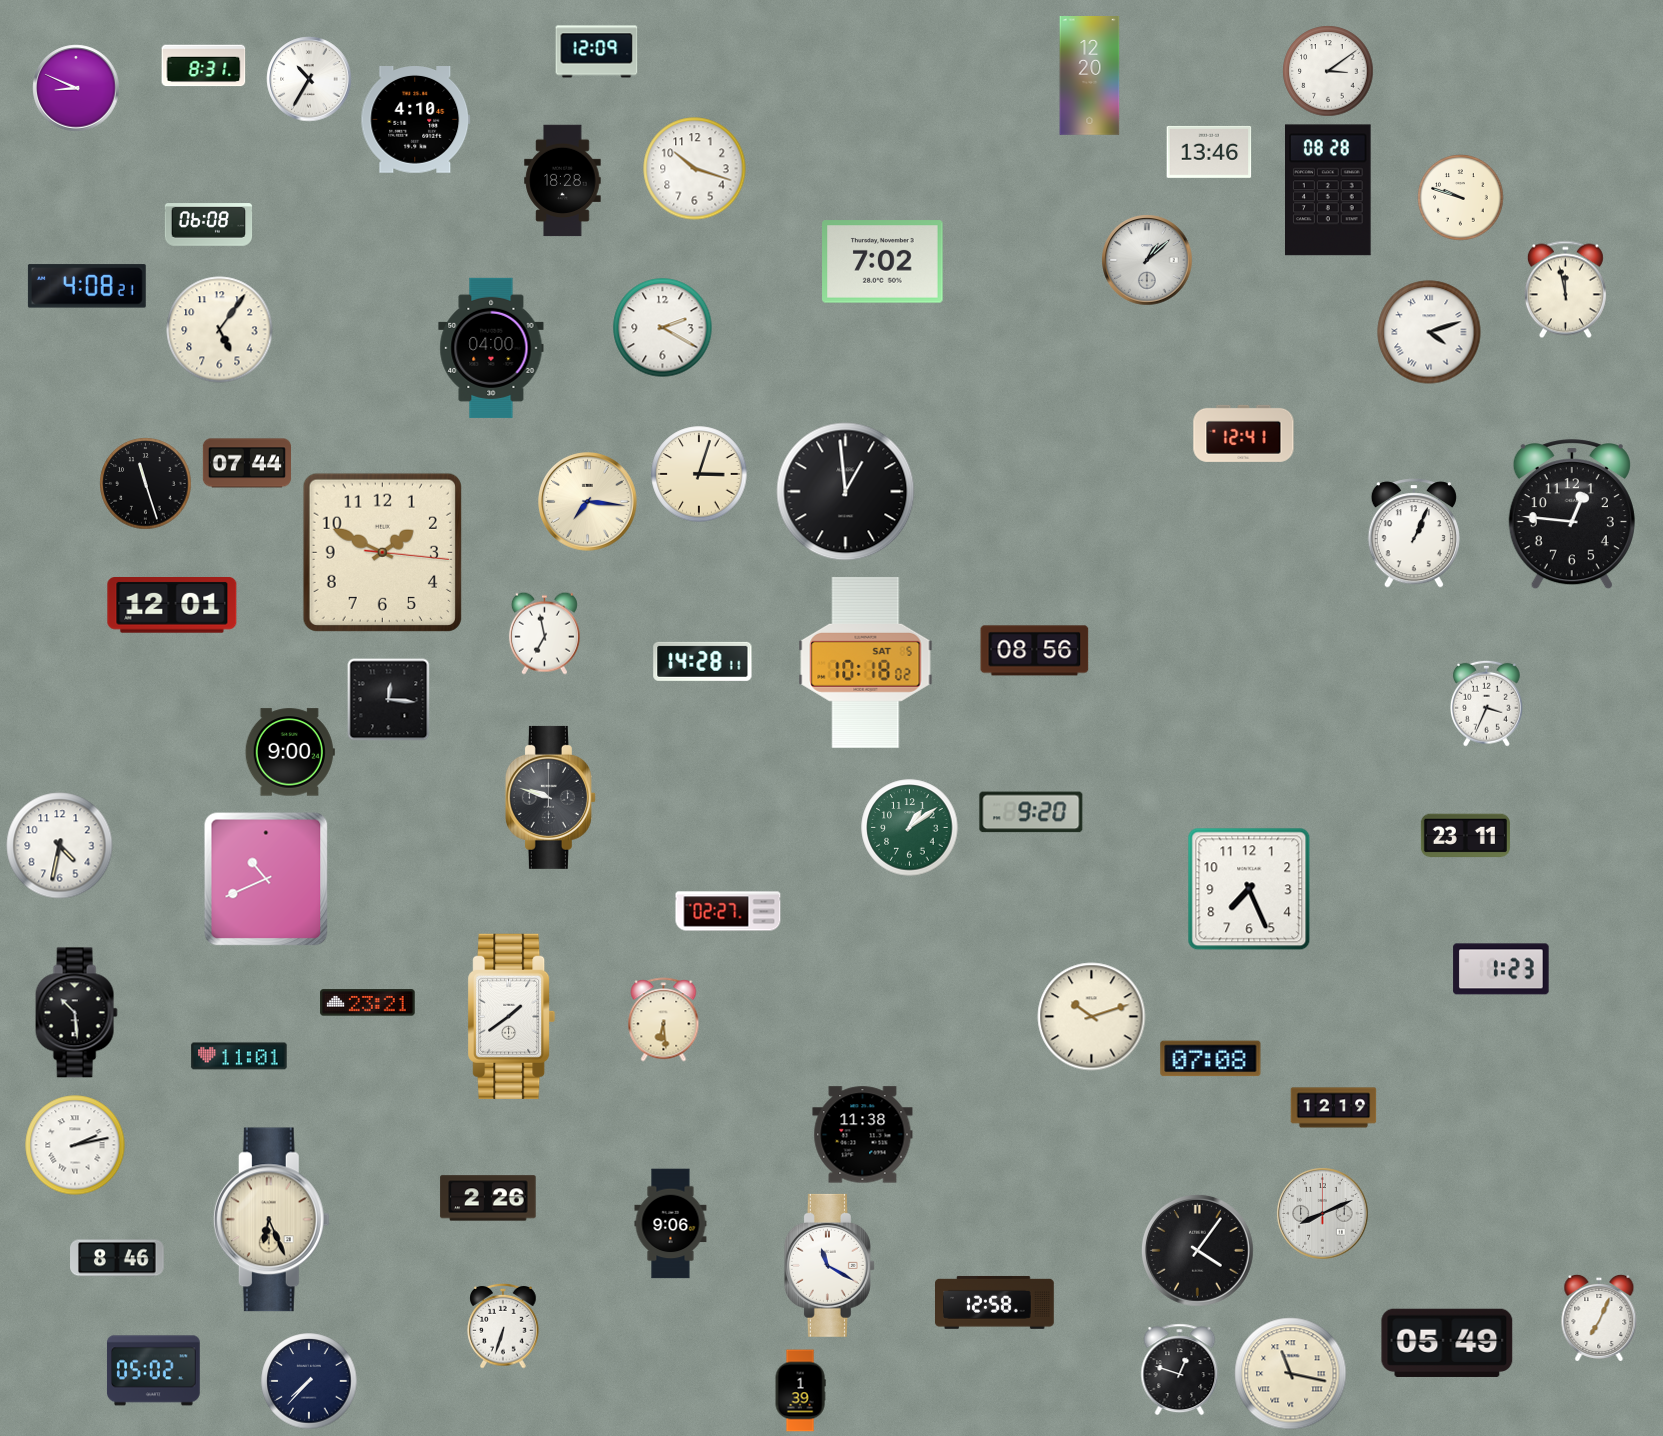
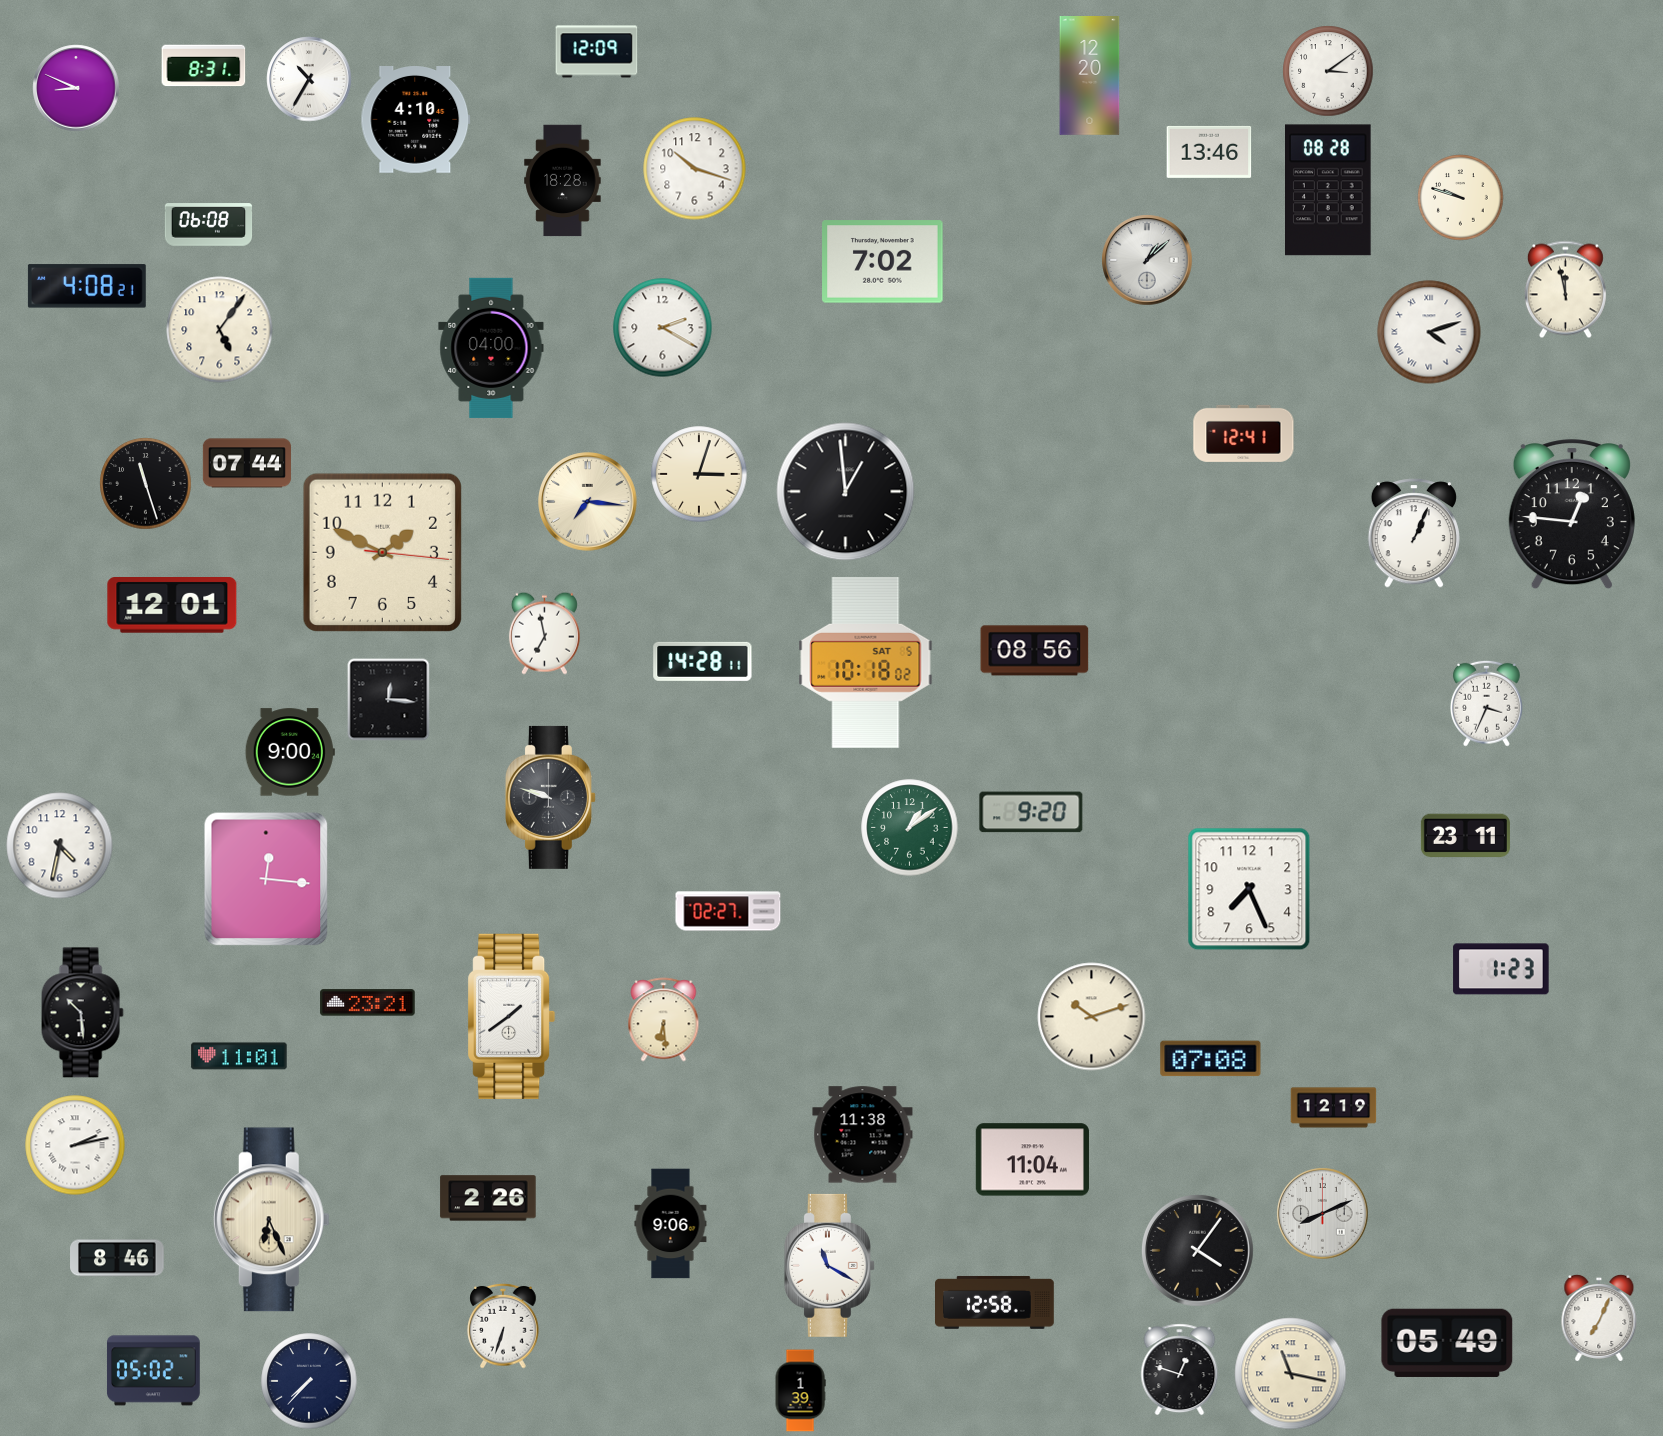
clock at (266, 879): 10:41 -> 12:16
clock at (76, 1013) position: (76, 1013) -> (82, 1013)
clock at (1032, 1160): none -> 11:04
